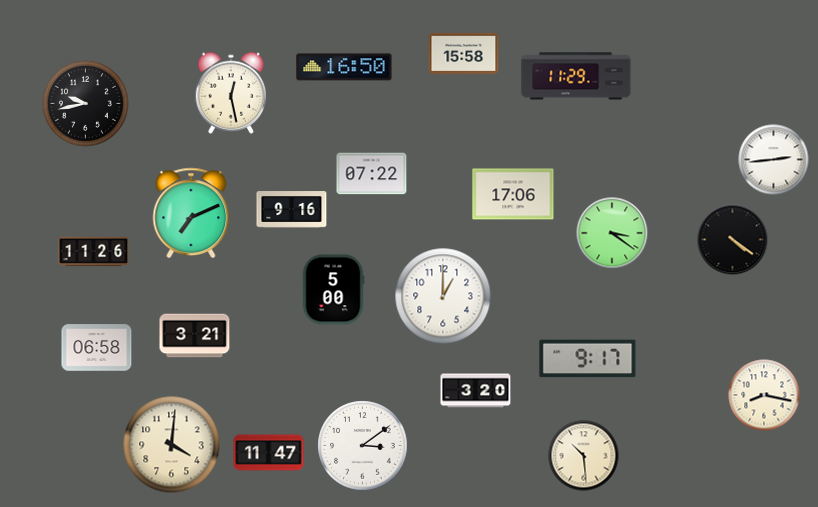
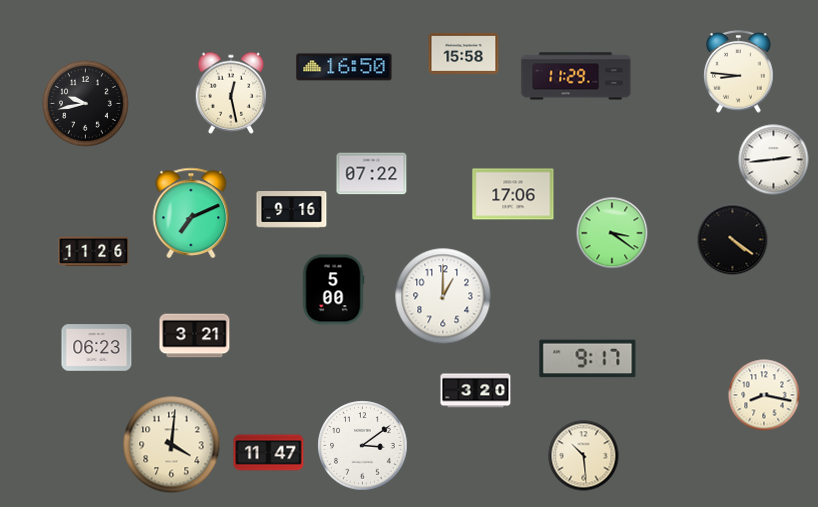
clock at (739, 72): none -> 8:46
clock at (97, 348): 06:58 -> 06:23
